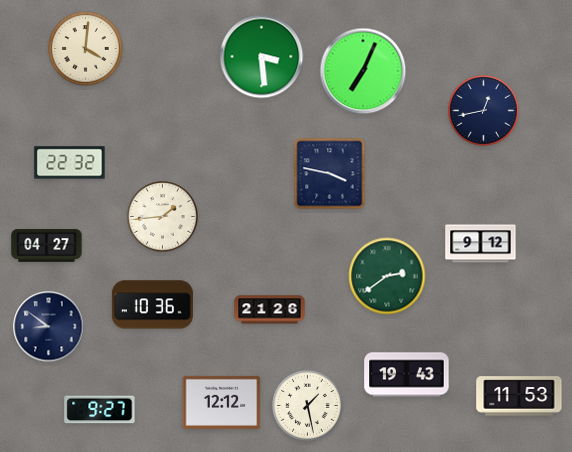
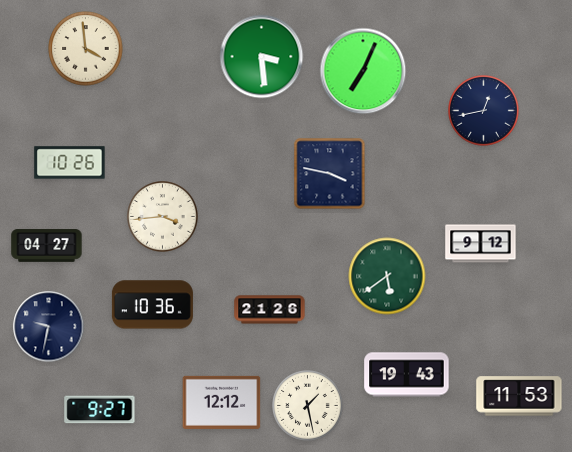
clock at (86, 49): 4:01 -> 3:59
clock at (70, 163): 22:32 -> 10:26
clock at (163, 217): 1:44 -> 3:44
clock at (387, 276): 2:39 -> 5:39
clock at (49, 327): 8:51 -> 9:32
